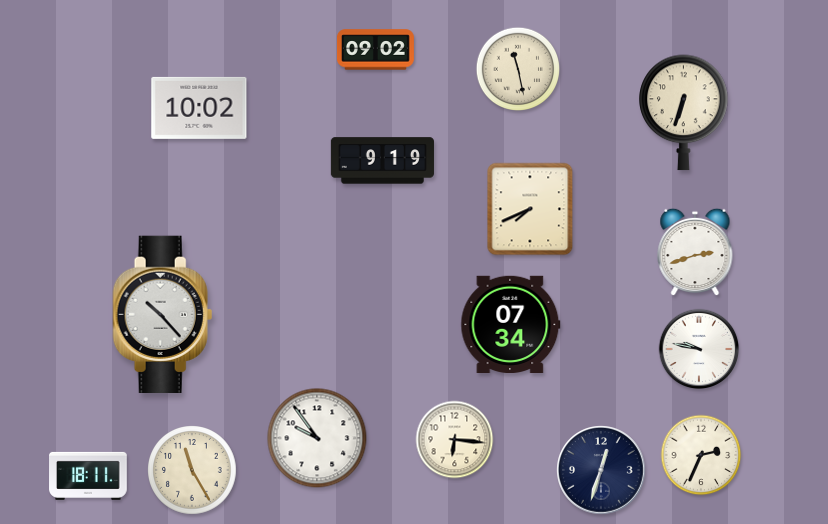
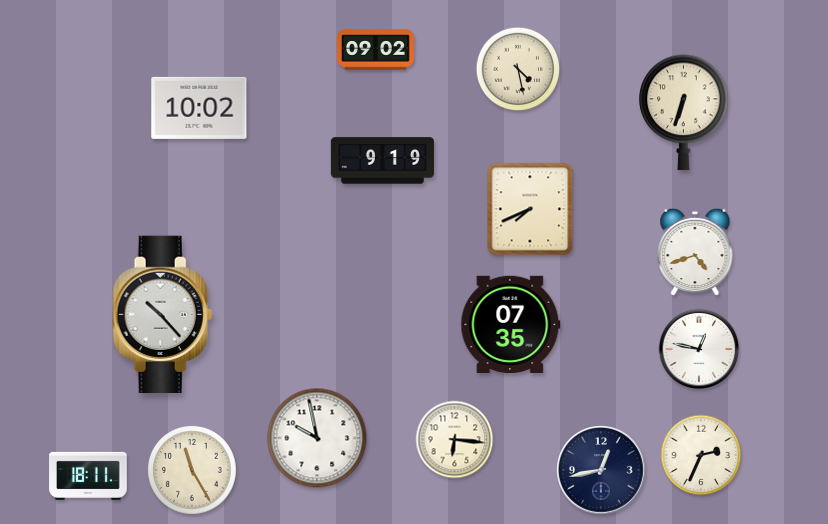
clock at (517, 68): 11:28 -> 4:28
clock at (695, 252): 2:42 -> 4:42
clock at (511, 324): 07:34 -> 07:35
clock at (699, 349): 9:47 -> 12:47
clock at (317, 438): 9:54 -> 9:58
clock at (601, 470): 12:33 -> 12:43
